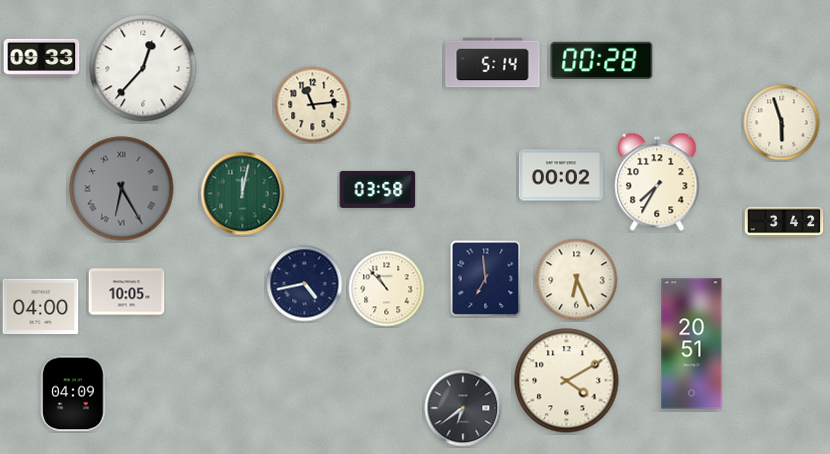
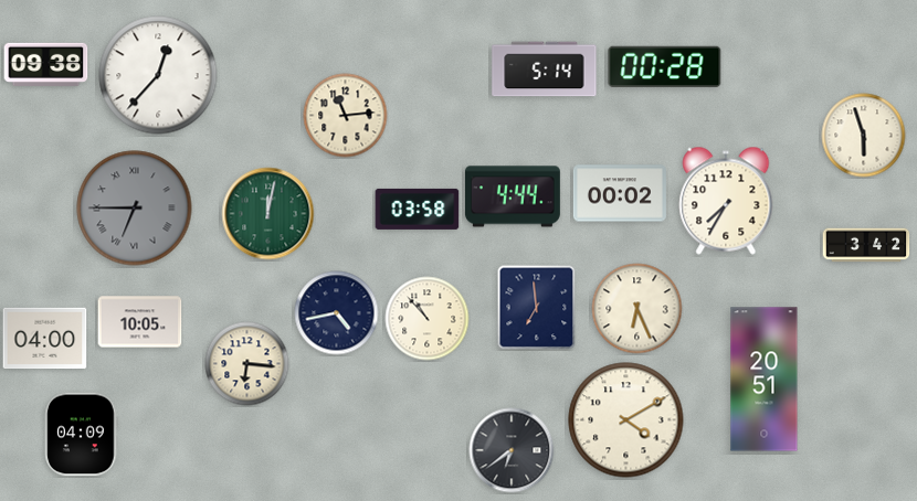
clock at (42, 58): 09:33 -> 09:38
clock at (513, 196): none -> 4:44
clock at (122, 189): 6:25 -> 6:45
clock at (247, 364): none -> 6:16
